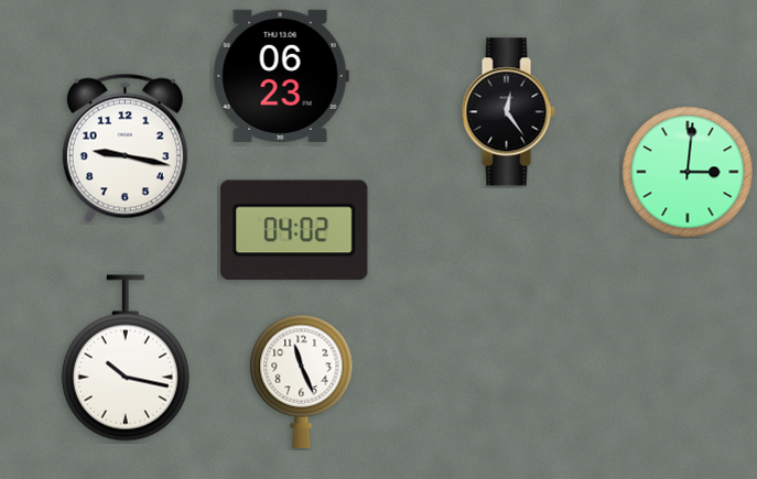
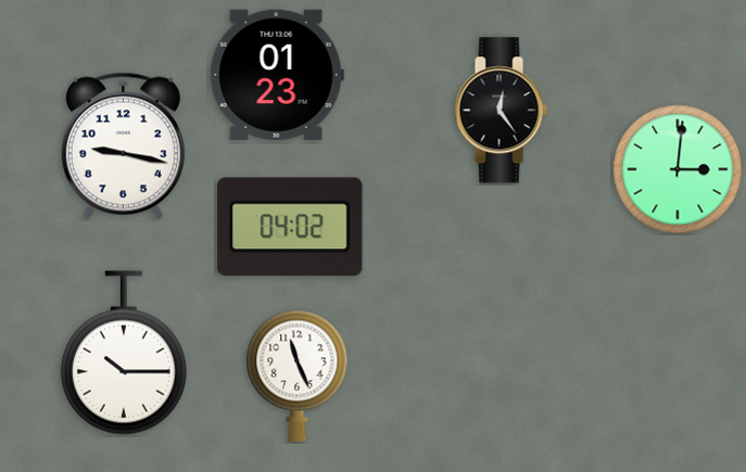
clock at (281, 76): 06:23 -> 01:23
clock at (126, 358): 10:17 -> 10:15
